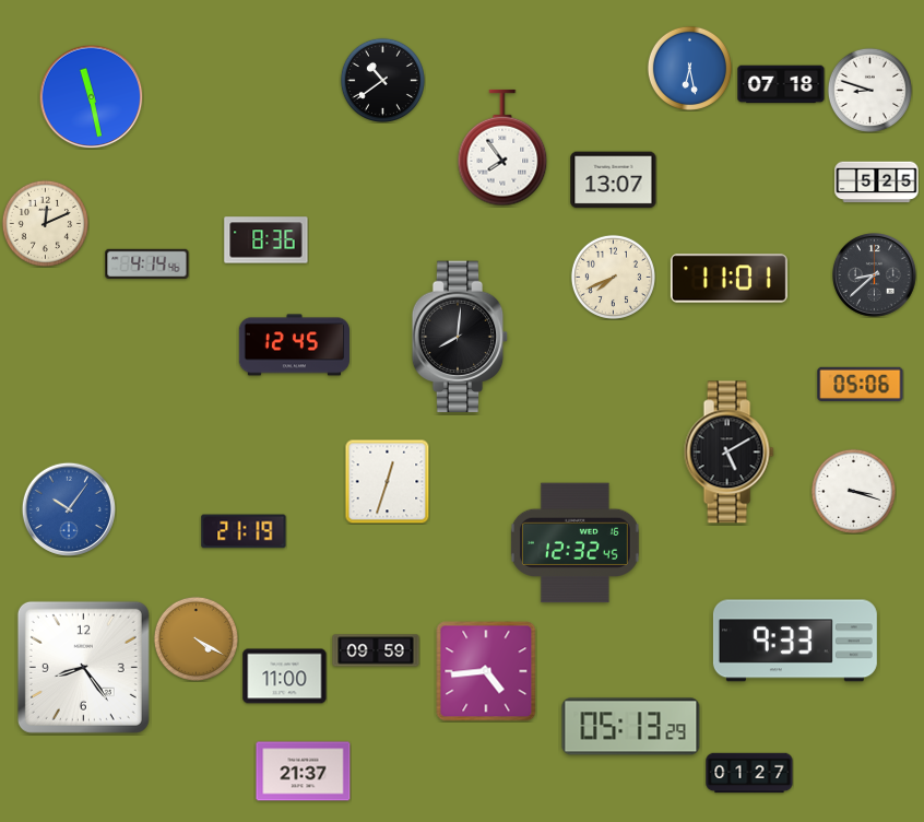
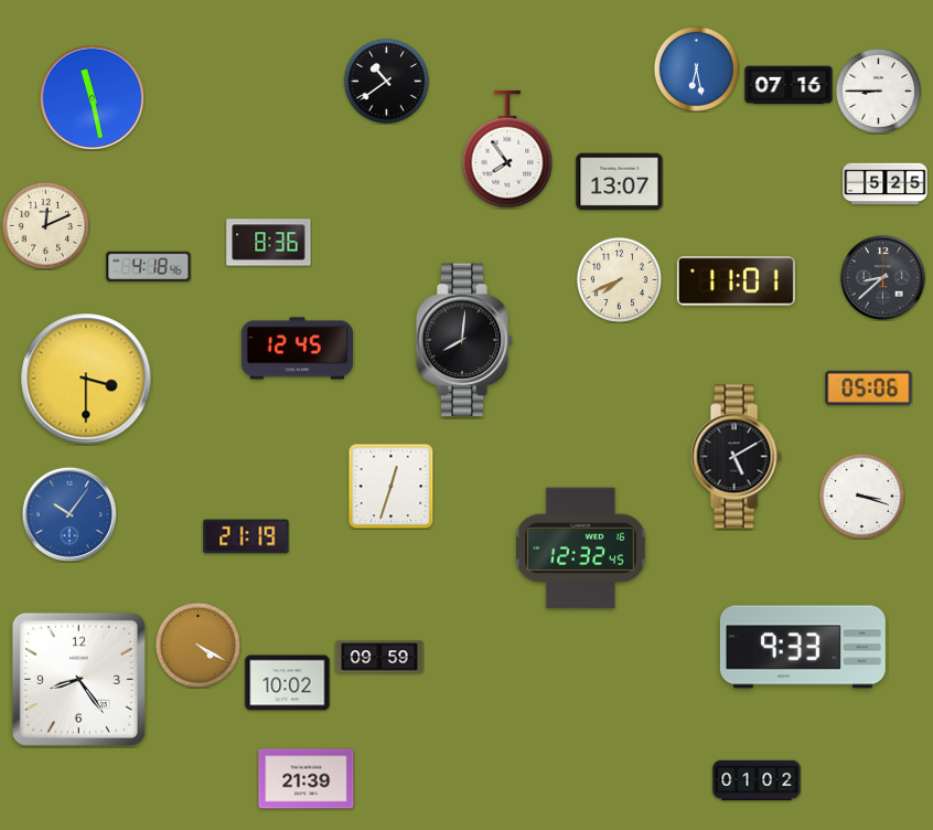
clock at (781, 84): 07:18 -> 07:16
clock at (869, 90): 8:48 -> 8:45
clock at (147, 263): 4:14 -> 4:18
clock at (86, 379): none -> 3:30
clock at (83, 667) position: (83, 667) -> (78, 679)
clock at (486, 671): 4:44 -> none
clock at (285, 677): 11:00 -> 10:02
clock at (631, 727): 05:13 -> none
clock at (304, 772): 21:37 -> 21:39
clock at (749, 773): 01:27 -> 01:02
